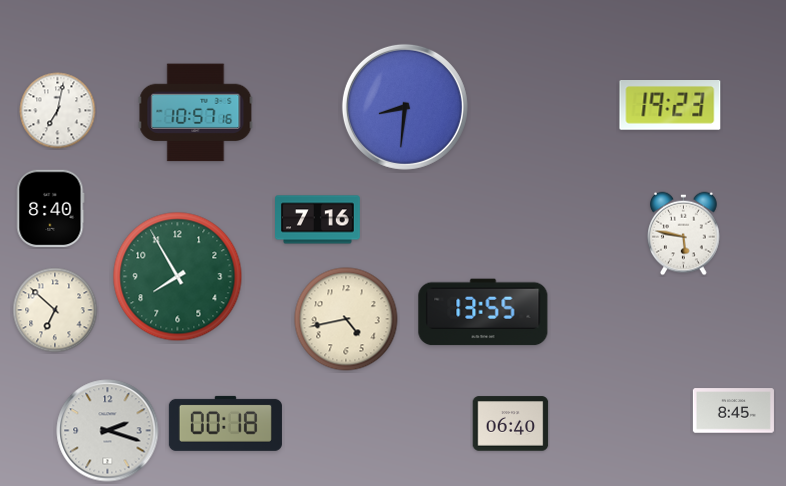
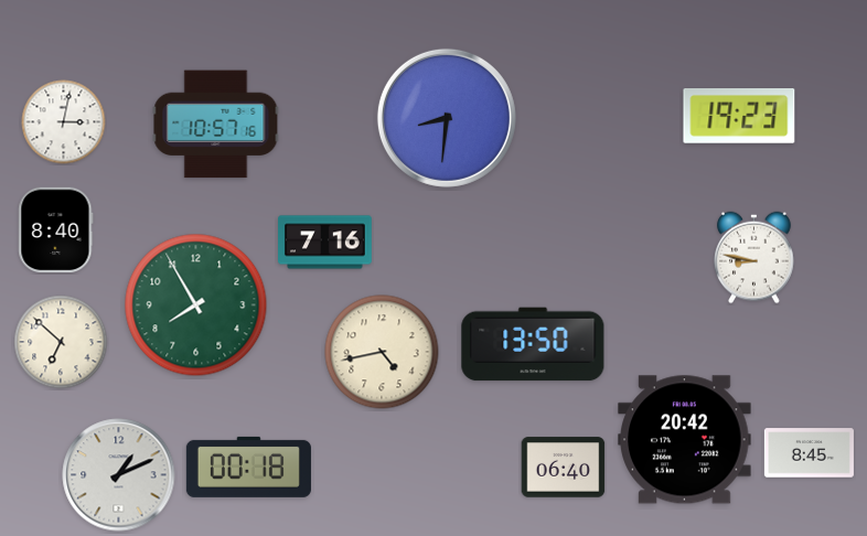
clock at (58, 111): 7:02 -> 3:02
clock at (318, 220) position: (318, 220) -> (325, 243)
clock at (684, 234): 5:47 -> 8:47
clock at (483, 312): 13:55 -> 13:50
clock at (685, 440): none -> 20:42
clock at (108, 431): 2:18 -> 1:11
